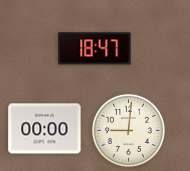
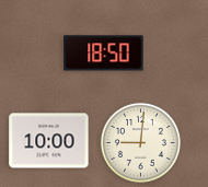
clock at (95, 49): 18:47 -> 18:50
clock at (45, 129): 00:00 -> 10:00
